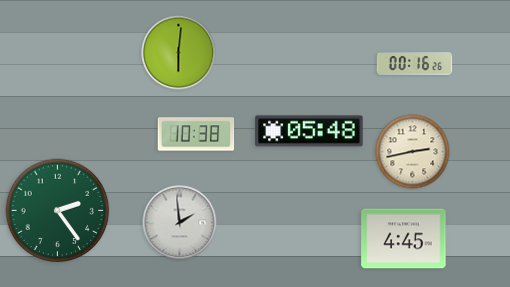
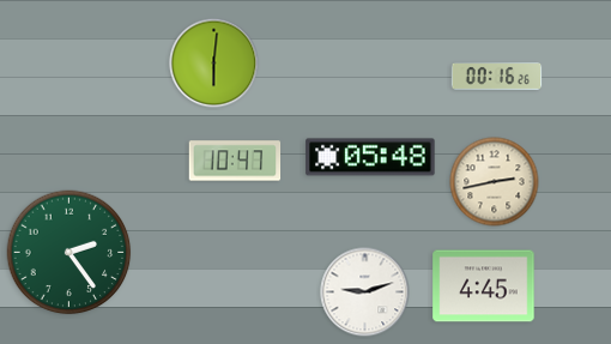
clock at (196, 134): 10:38 -> 10:47
clock at (180, 223): 1:59 -> none
clock at (365, 292): none -> 9:12
